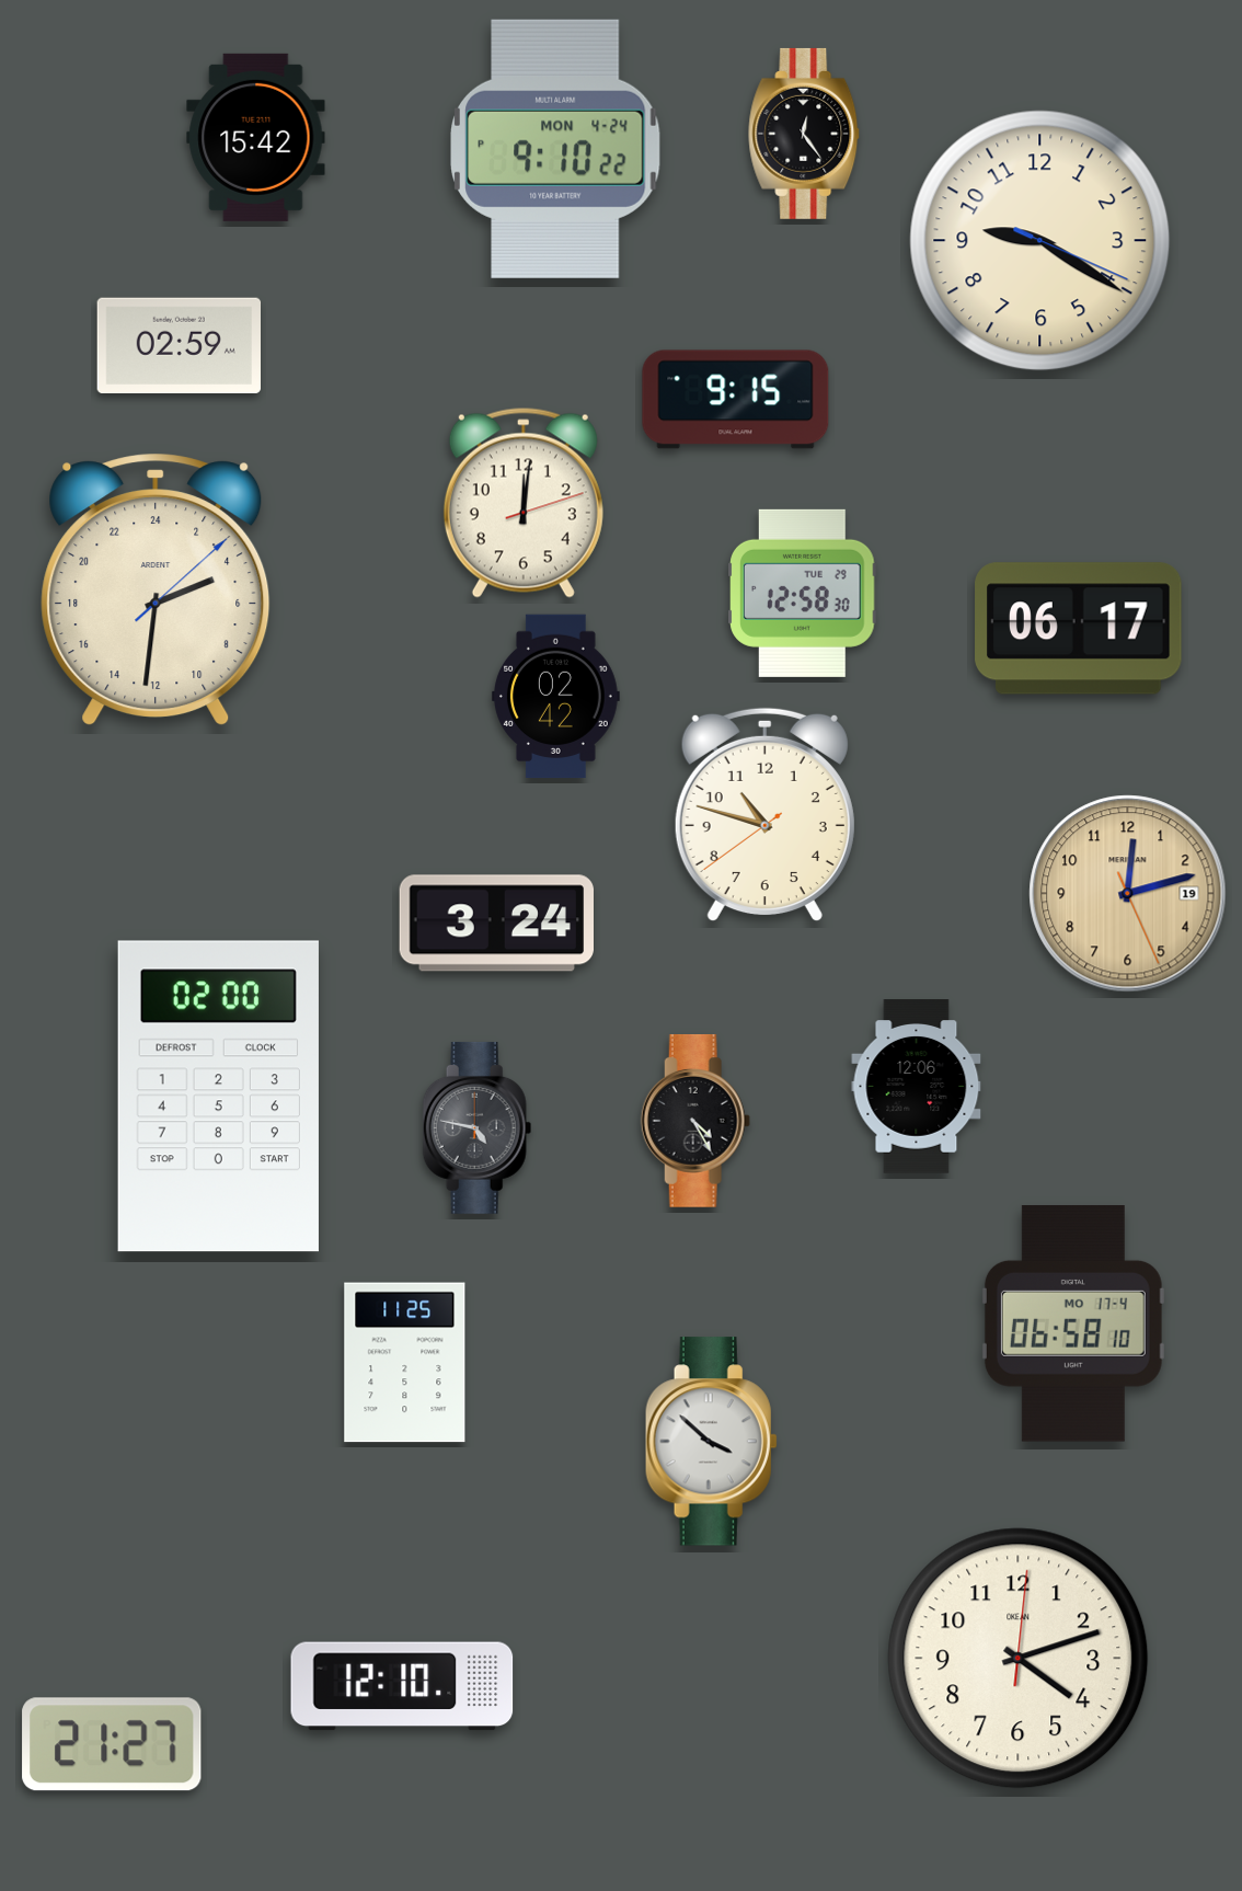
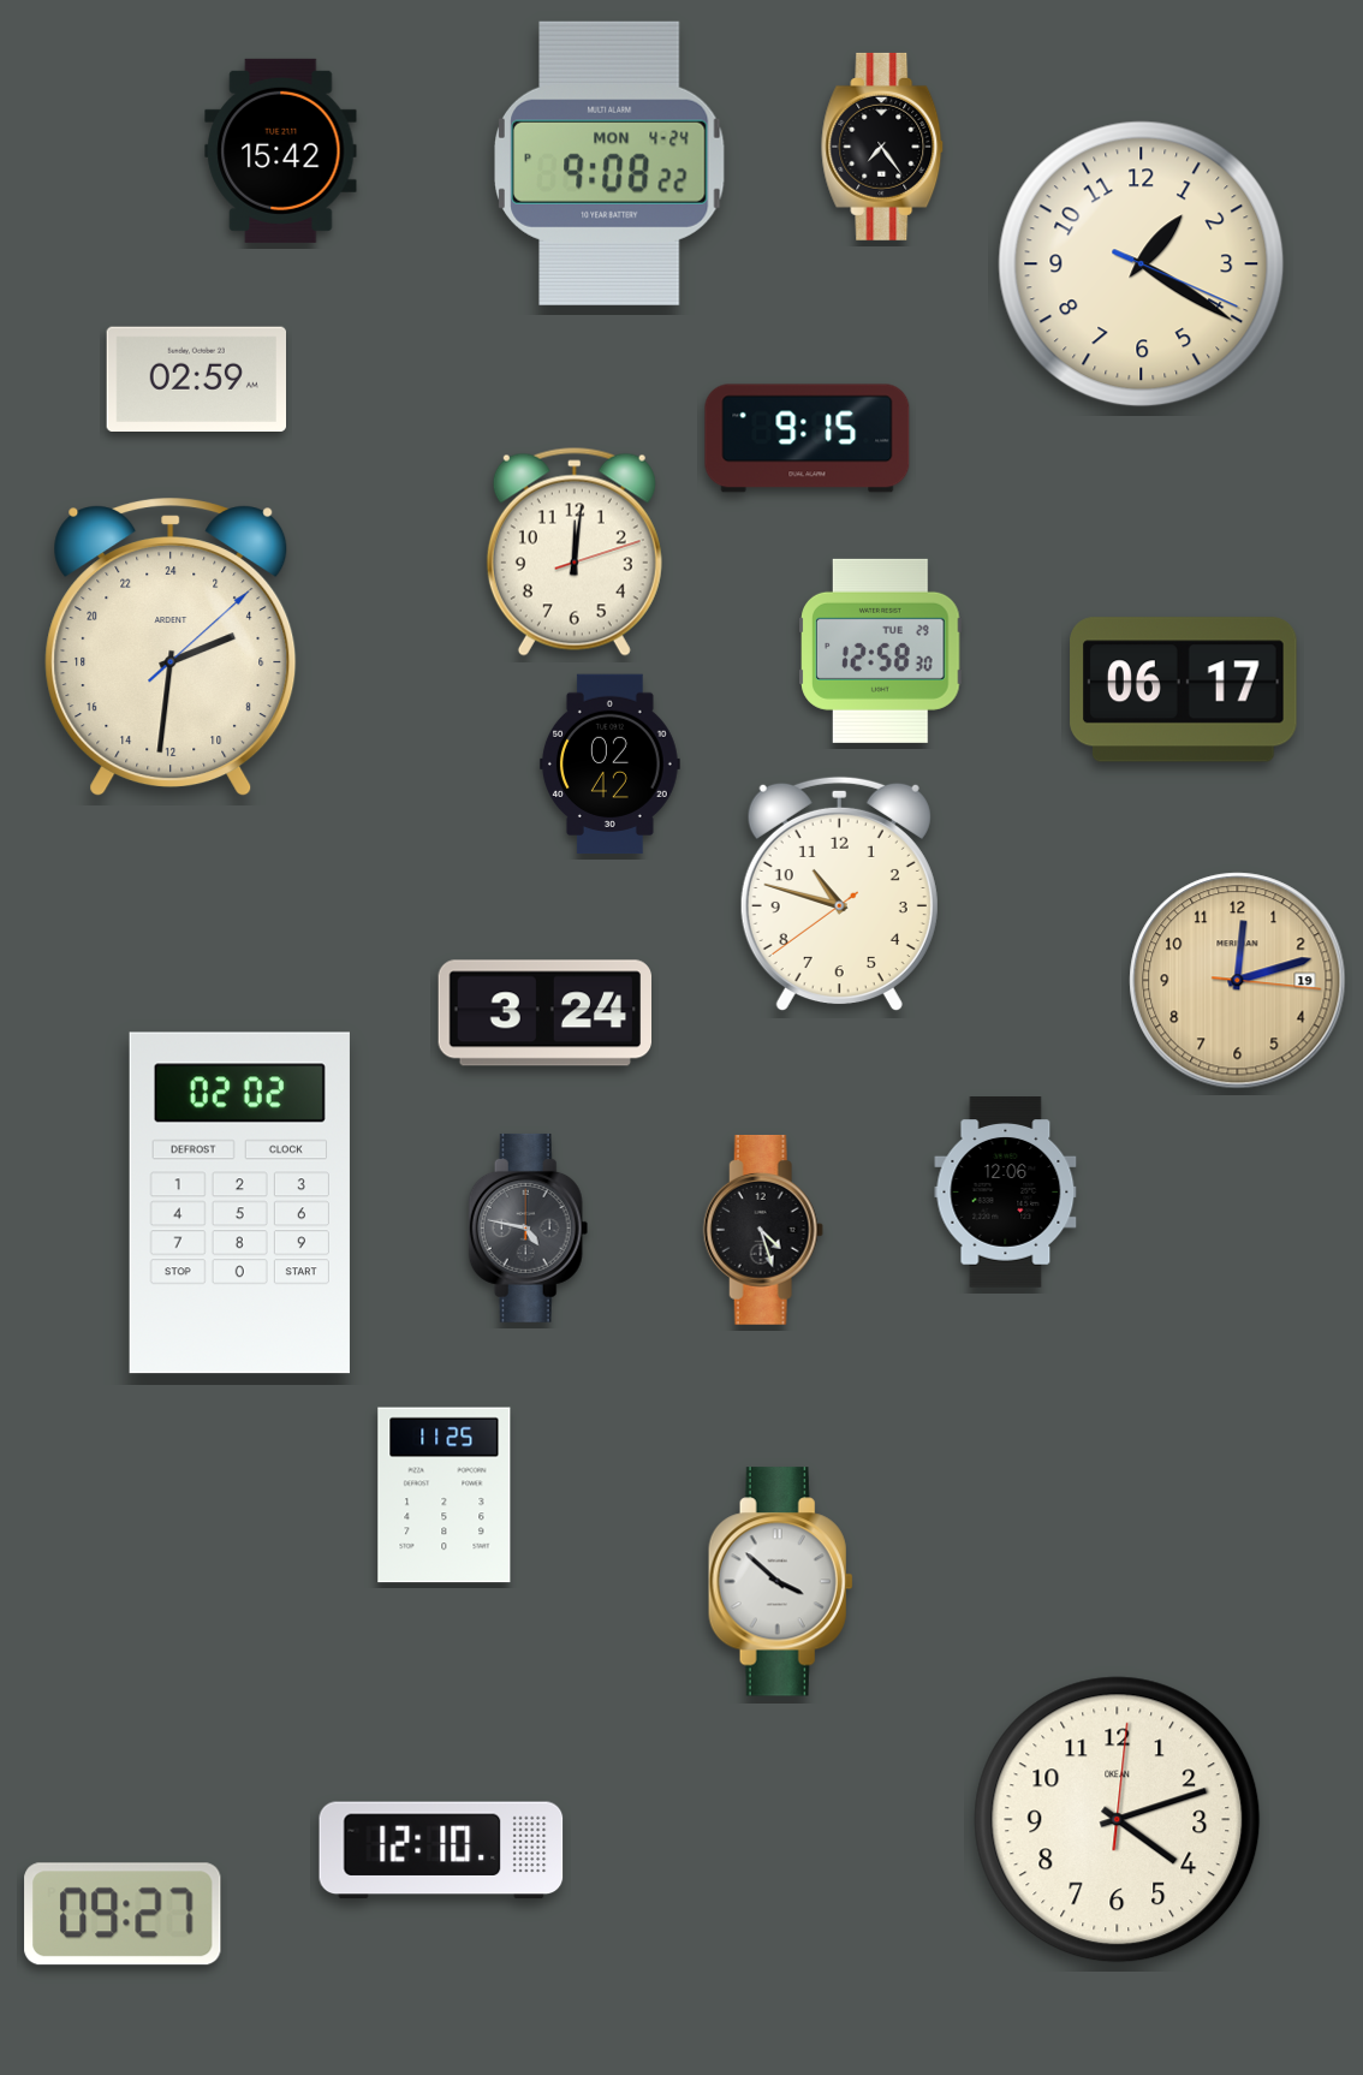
clock at (805, 134): 12:24 -> 7:24
clock at (556, 149): 9:10 -> 9:08
clock at (1040, 241): 9:20 -> 1:20
clock at (1128, 894): 12:12:26 -> 12:12:16
clock at (218, 1097): 02:00 -> 02:02
clock at (695, 1121): 4:25 -> 4:27
clock at (478, 1127) position: (478, 1127) -> (529, 1227)
clock at (1073, 1325): 06:58 -> none
clock at (112, 1744): 21:27 -> 09:27
